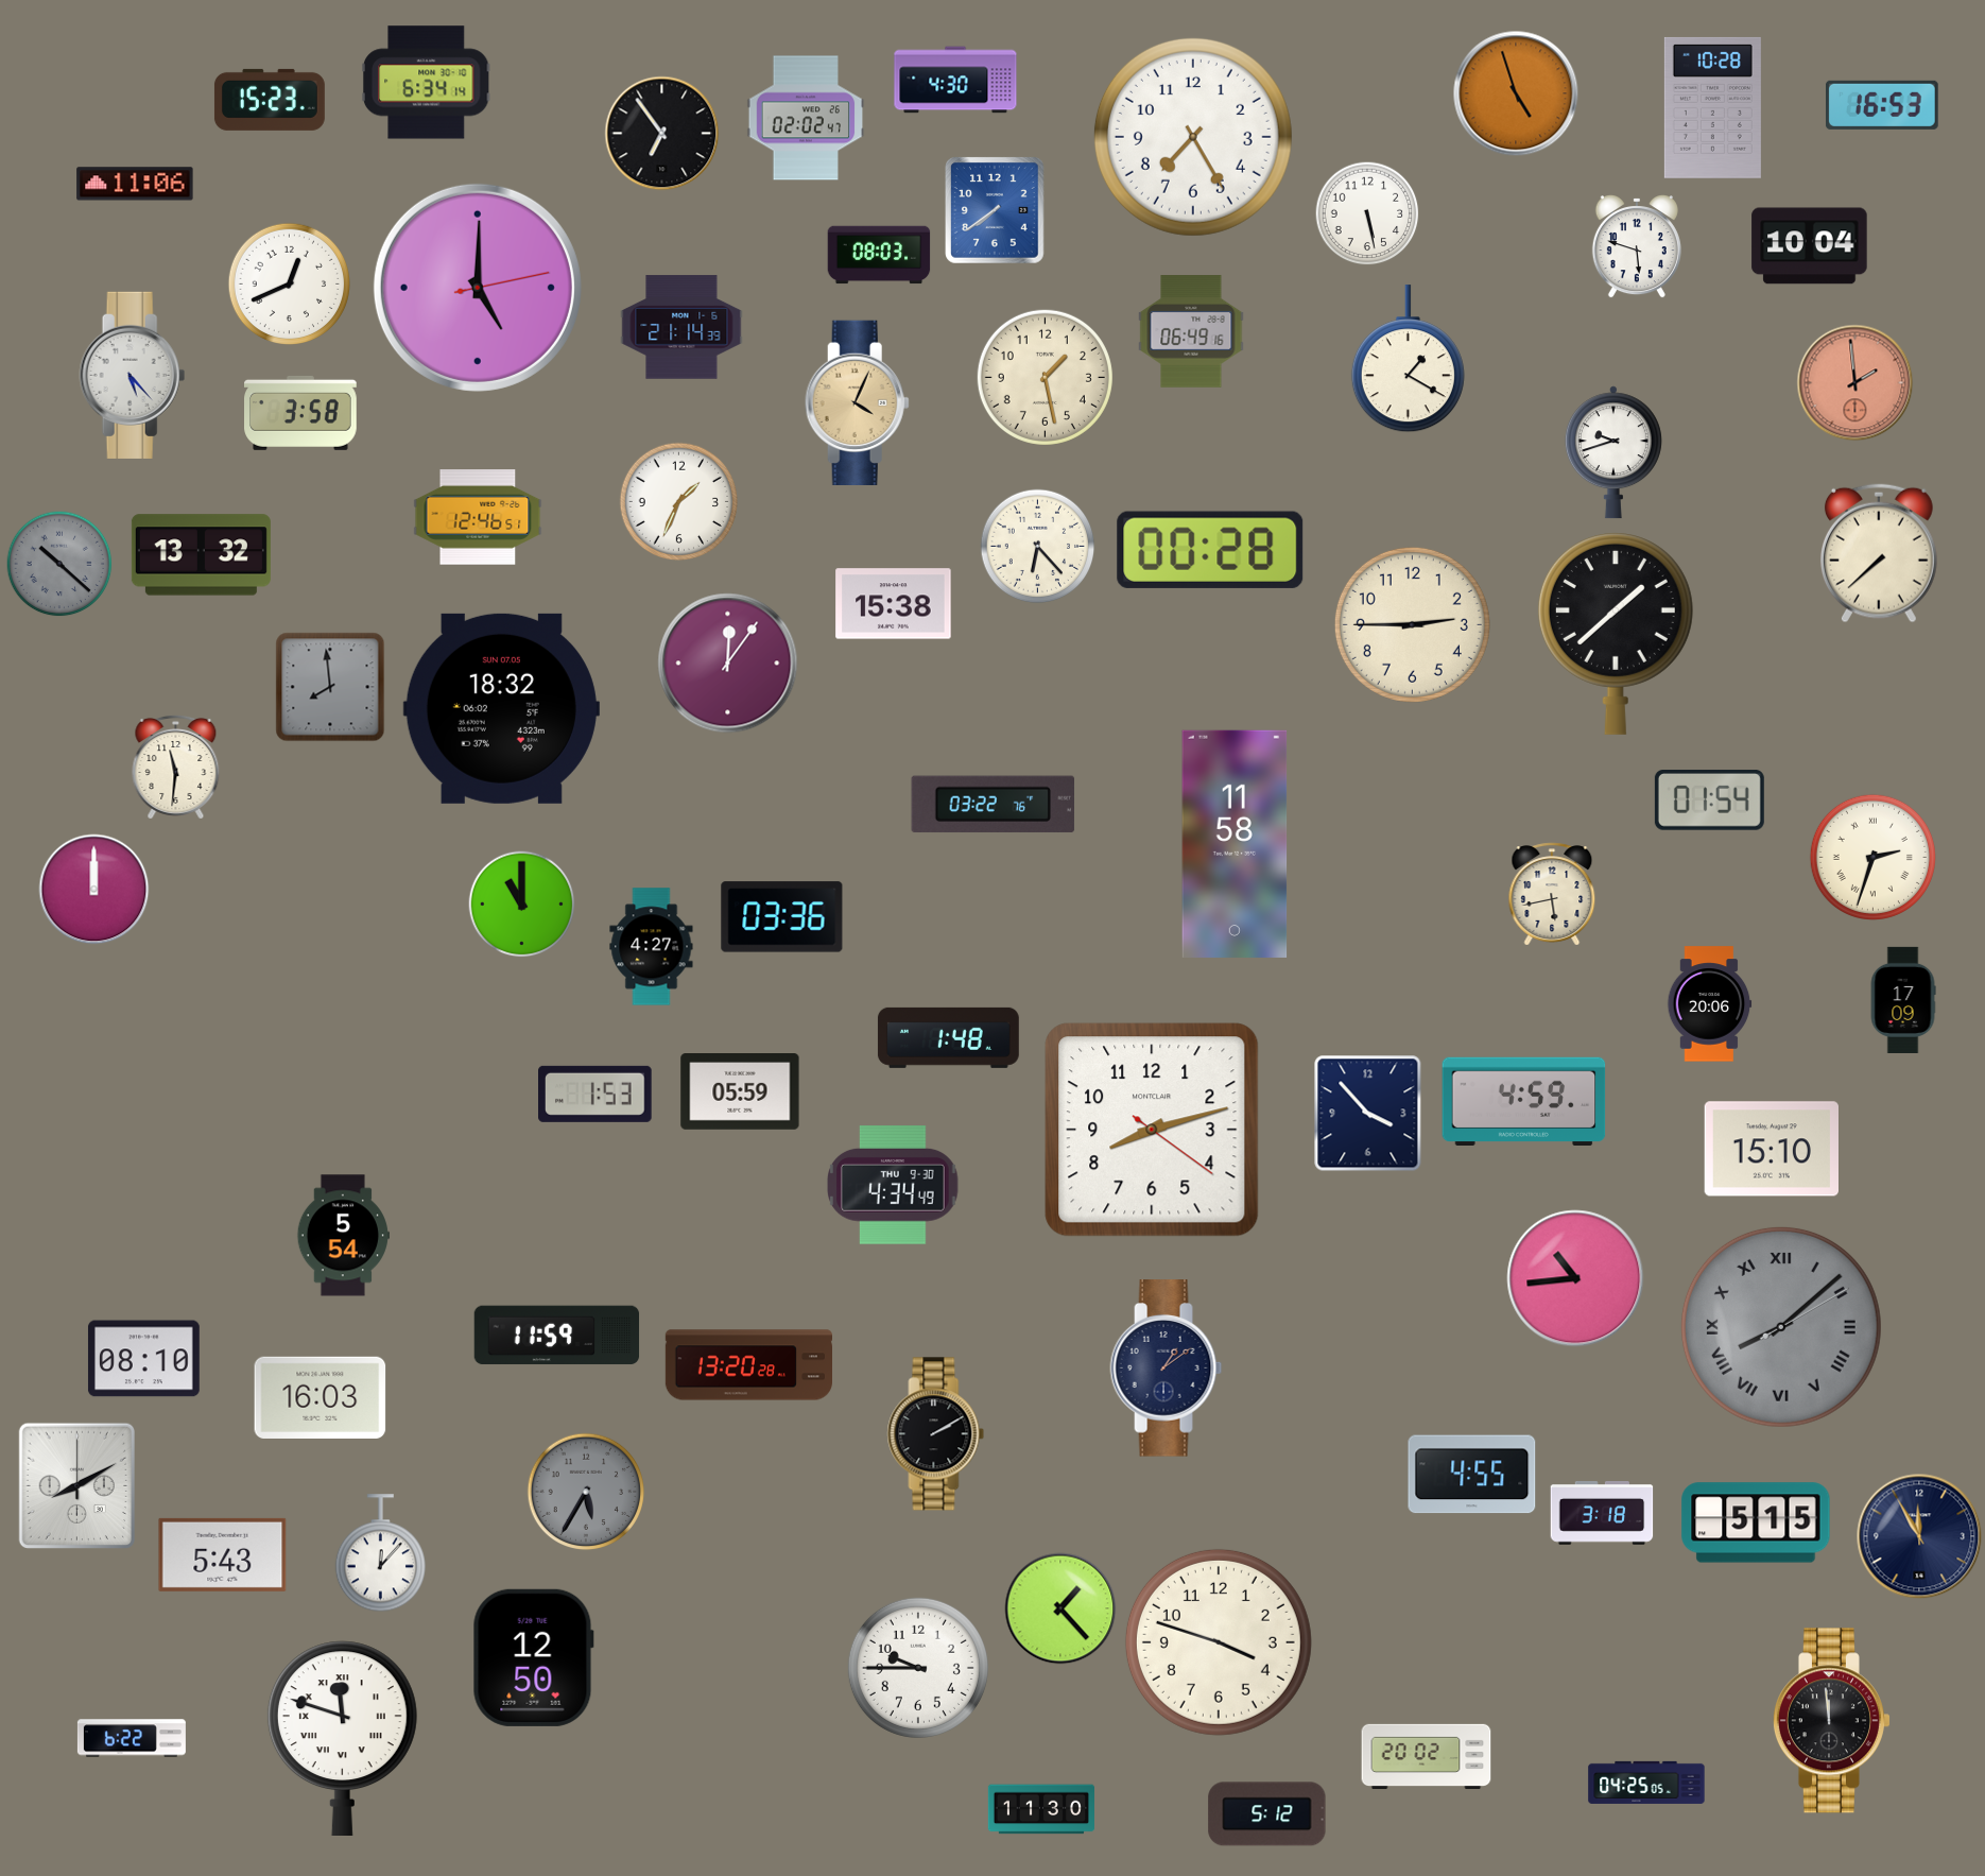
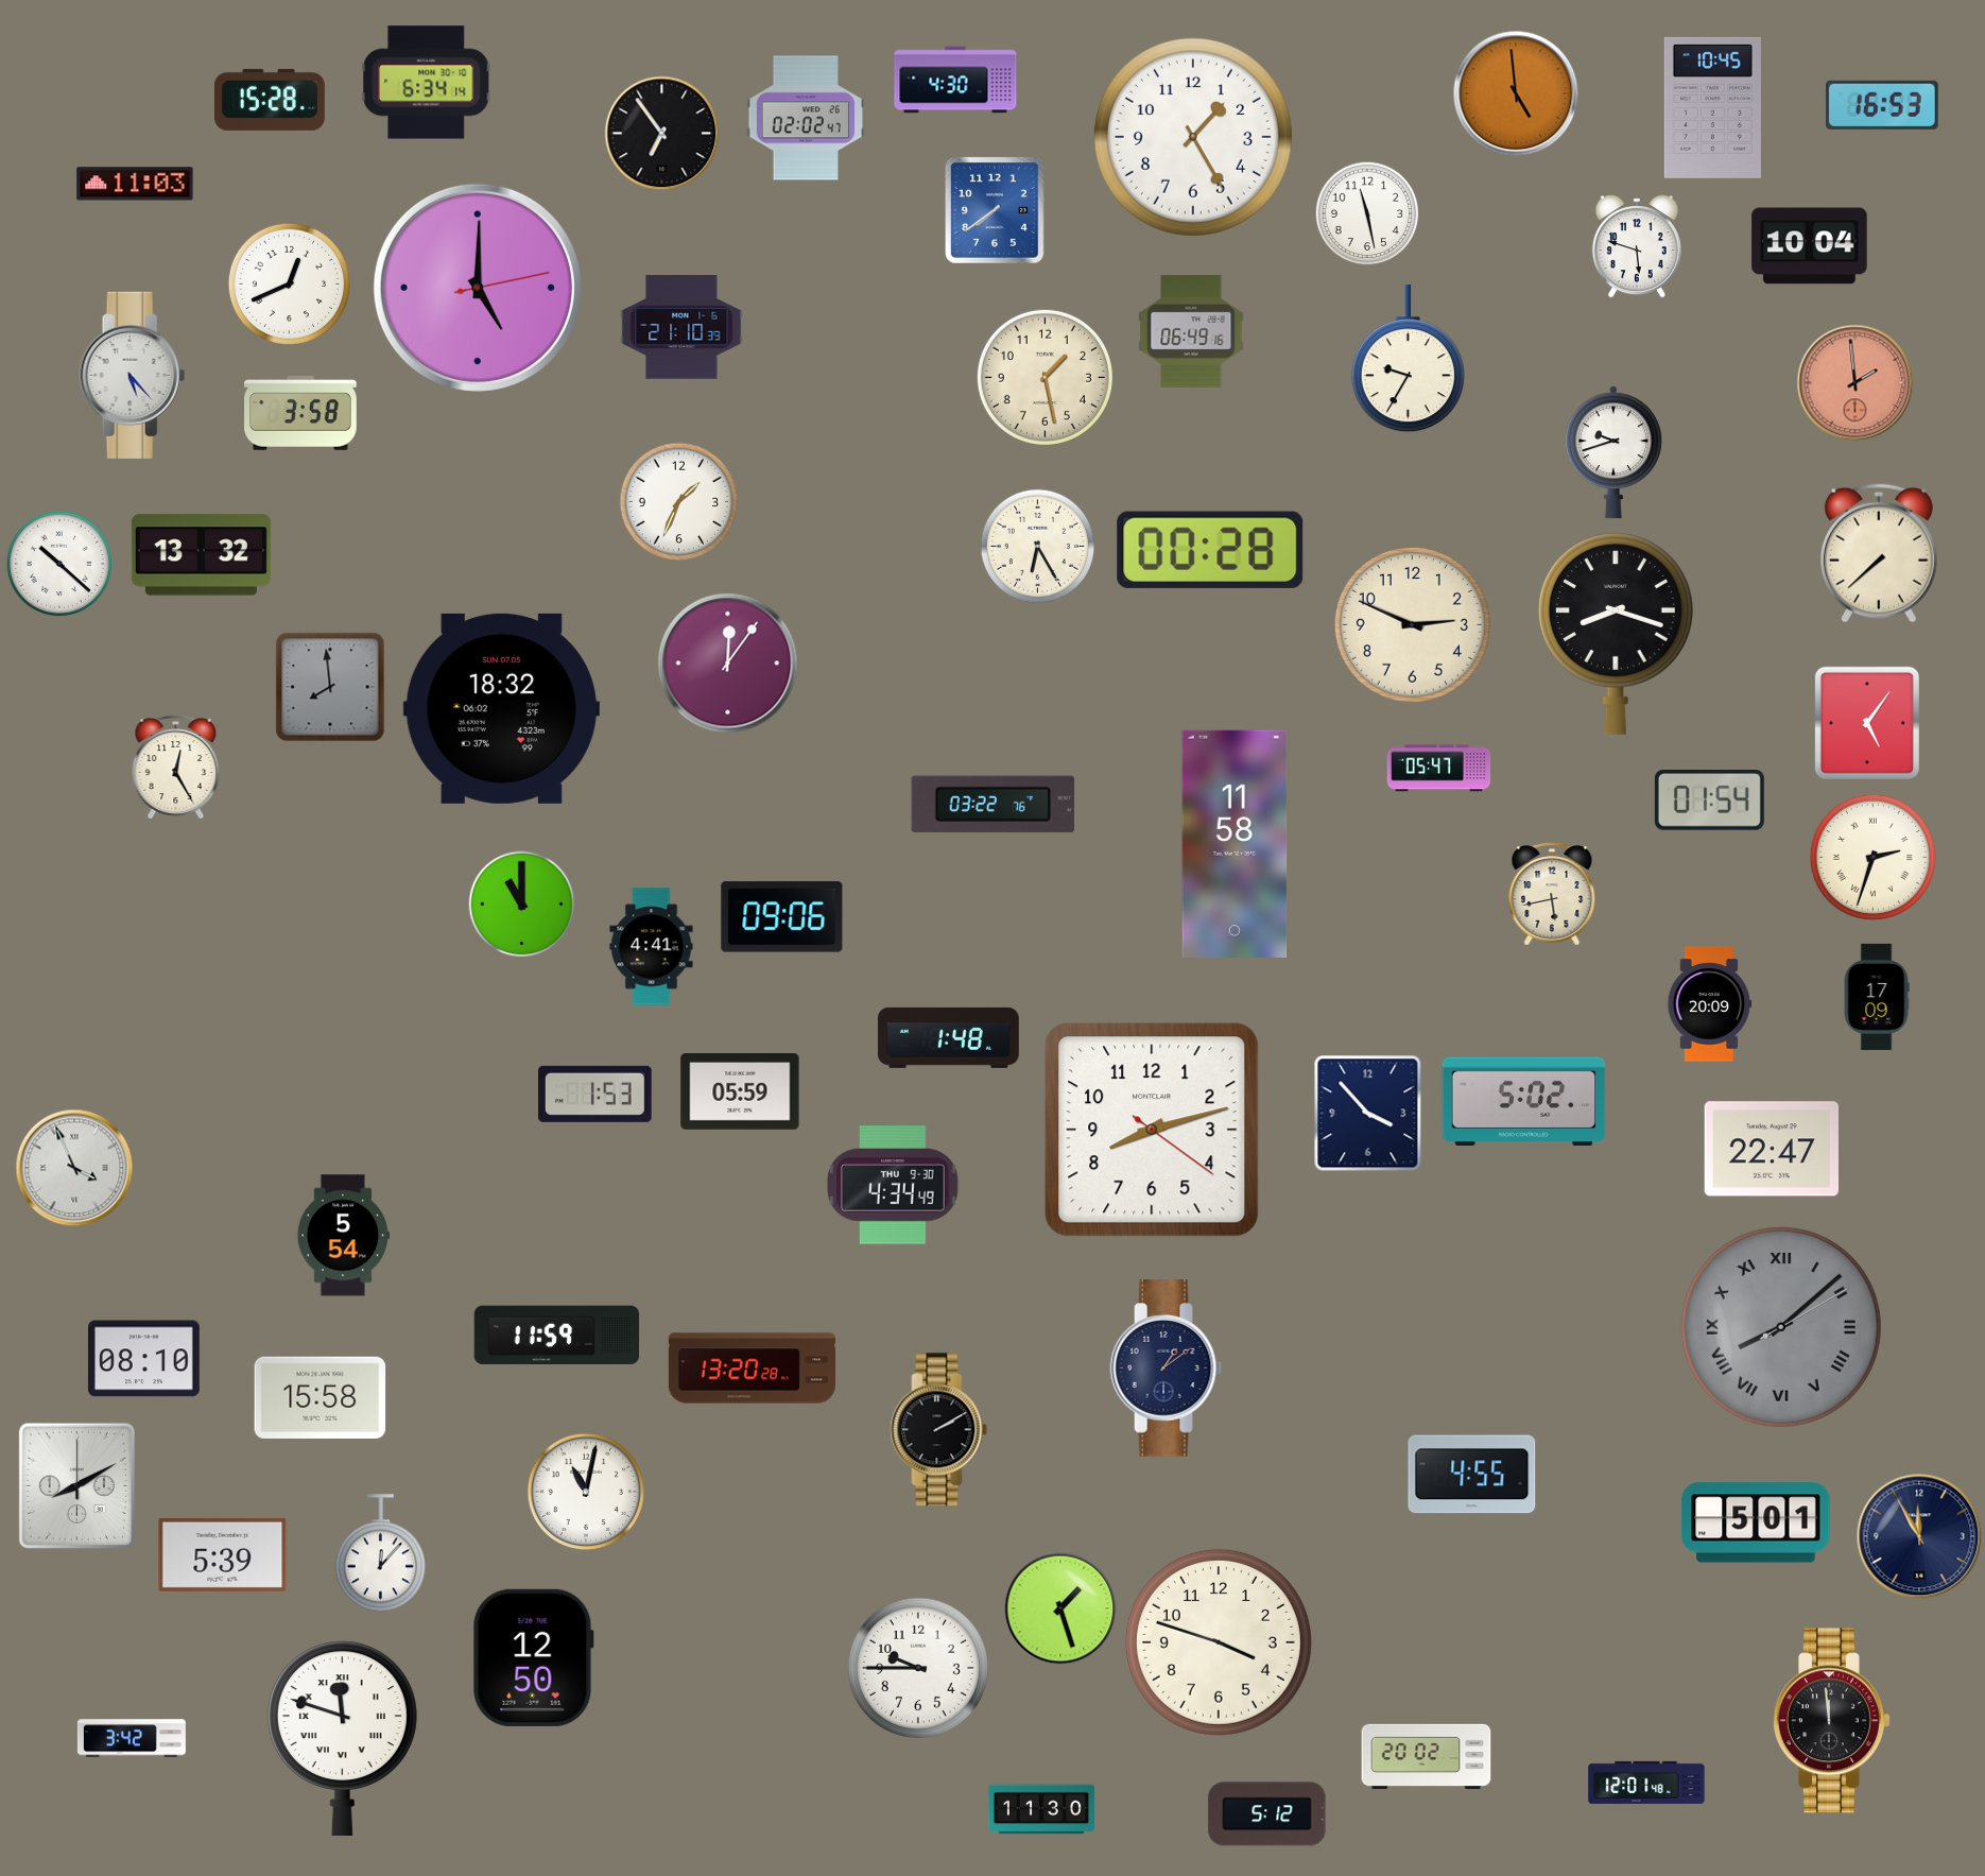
clock at (1516, 93): 4:57 -> 4:59
clock at (270, 100): 15:23 -> 15:28
clock at (1712, 107): 10:28 -> 10:45
clock at (1193, 137): 7:25 -> 1:25
clock at (135, 184): 11:06 -> 11:03
clock at (1367, 213): 5:28 -> 11:28
clock at (879, 255): 08:03 -> none
clock at (681, 327): 21:14 -> 21:10
clock at (1408, 359): 1:20 -> 9:35
clock at (857, 402): 4:04 -> none
clock at (478, 517): 12:46 -> none
clock at (1038, 547): 6:23 -> 6:25
clock at (59, 564) dial: grey -> white
clock at (894, 604): 15:38 -> none
clock at (1412, 624): 2:45 -> 2:49
clock at (1616, 634): 1:38 -> 8:18
clock at (1867, 723): none -> 5:06
clock at (176, 768): 11:31 -> 12:25
clock at (1439, 769): none -> 05:47
clock at (94, 890): 12:00 -> none
clock at (782, 917): 03:36 -> 09:06
clock at (652, 947): 4:27 -> 4:41
clock at (1903, 1000) position: (1903, 1000) -> (1877, 997)
clock at (1710, 1004): 20:06 -> 20:09
clock at (1524, 1101): 4:59 -> 5:02
clock at (1771, 1149): 15:10 -> 22:47
clock at (74, 1168): none -> 3:56
clock at (1575, 1278): 10:44 -> none
clock at (748, 1365) position: (748, 1365) -> (752, 1369)
clock at (321, 1397): 16:03 -> 15:58
clock at (936, 1434) position: (936, 1434) -> (939, 1430)
clock at (586, 1492): 5:35 -> 11:02
clock at (586, 1492) dial: grey -> white
clock at (1602, 1514): 3:18 -> none
clock at (1756, 1522): 5:15 -> 5:01
clock at (223, 1554): 5:43 -> 5:39
clock at (1060, 1608): 1:23 -> 1:27
clock at (132, 1738): 6:22 -> 3:42
clock at (1646, 1783): 04:25 -> 12:01
